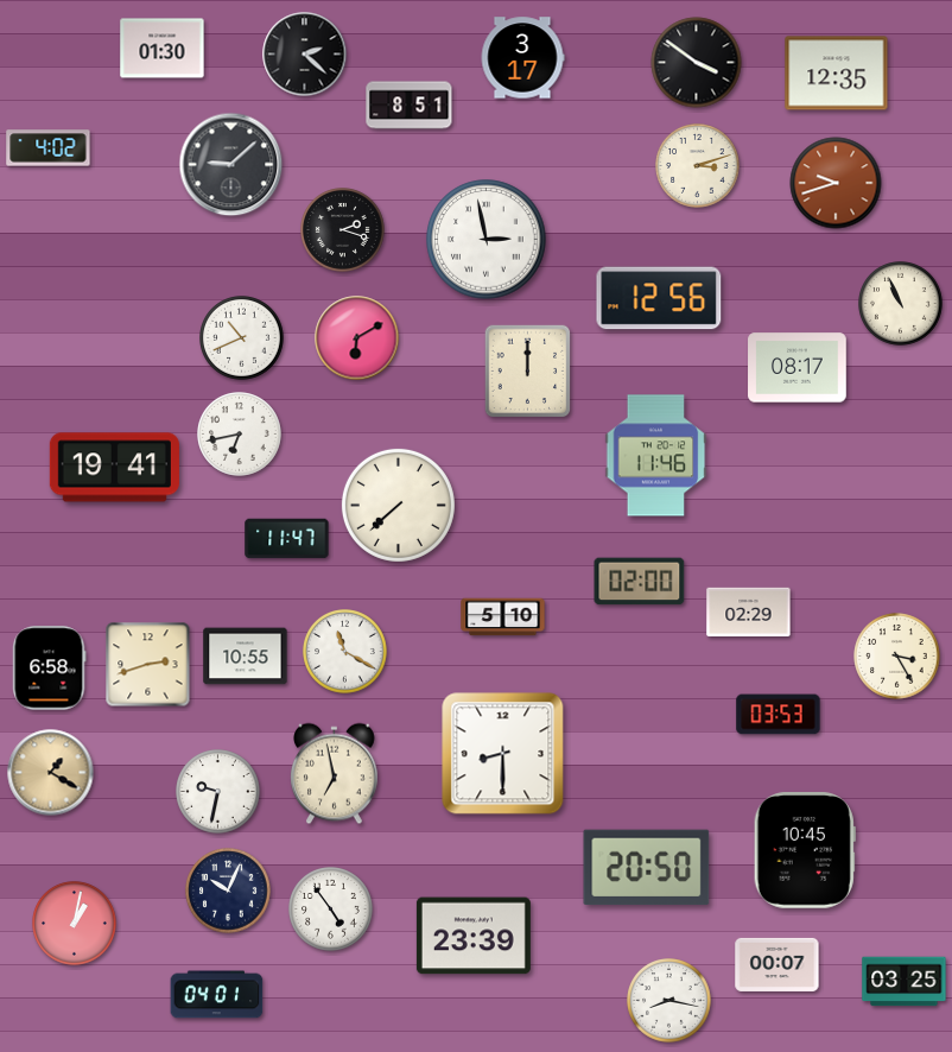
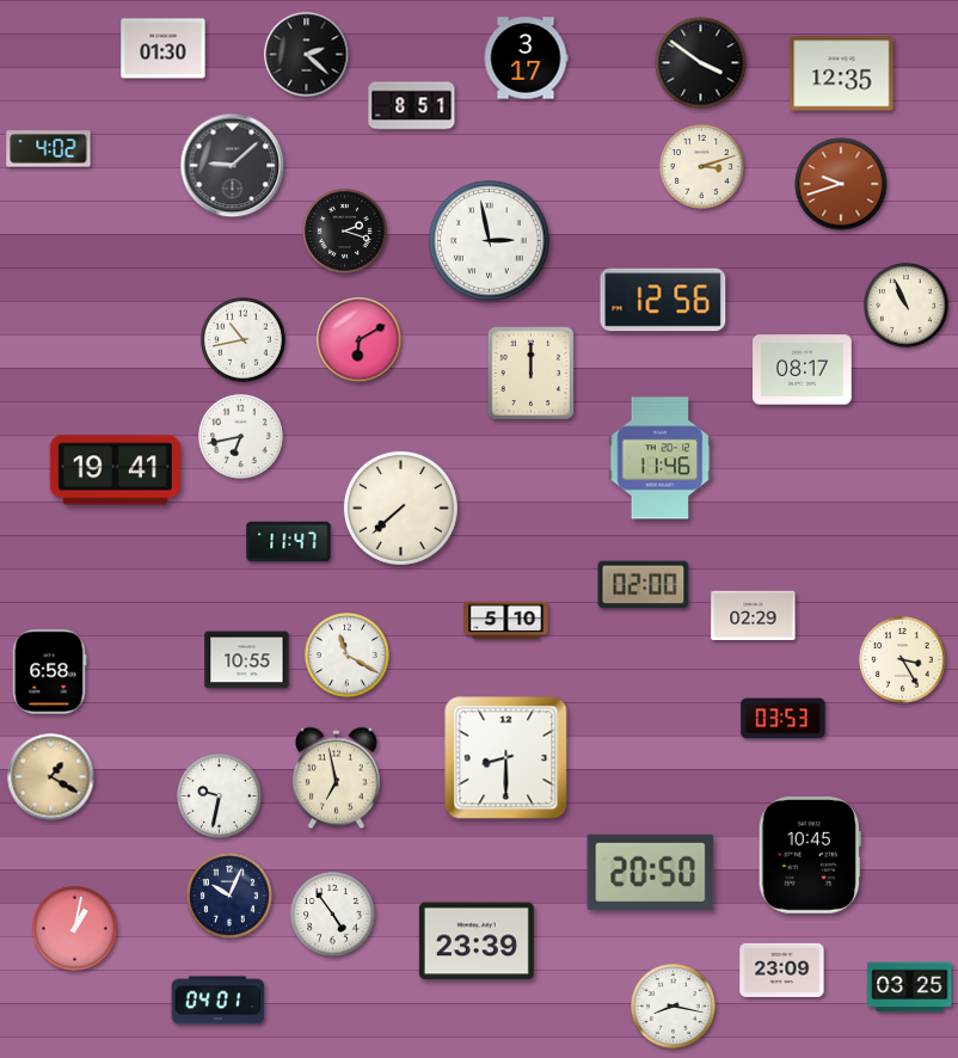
clock at (242, 338): 10:41 -> 10:43
clock at (148, 665): 2:42 -> none
clock at (778, 964): 00:07 -> 23:09
